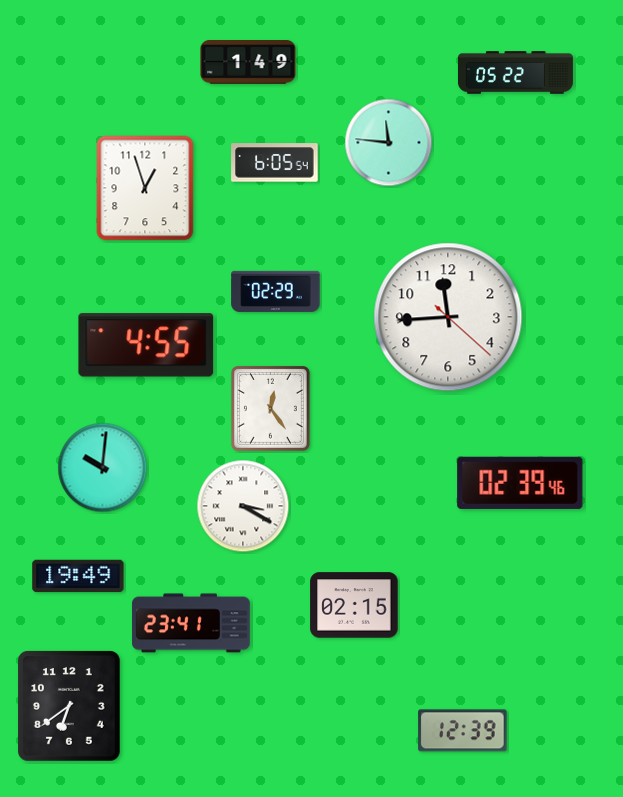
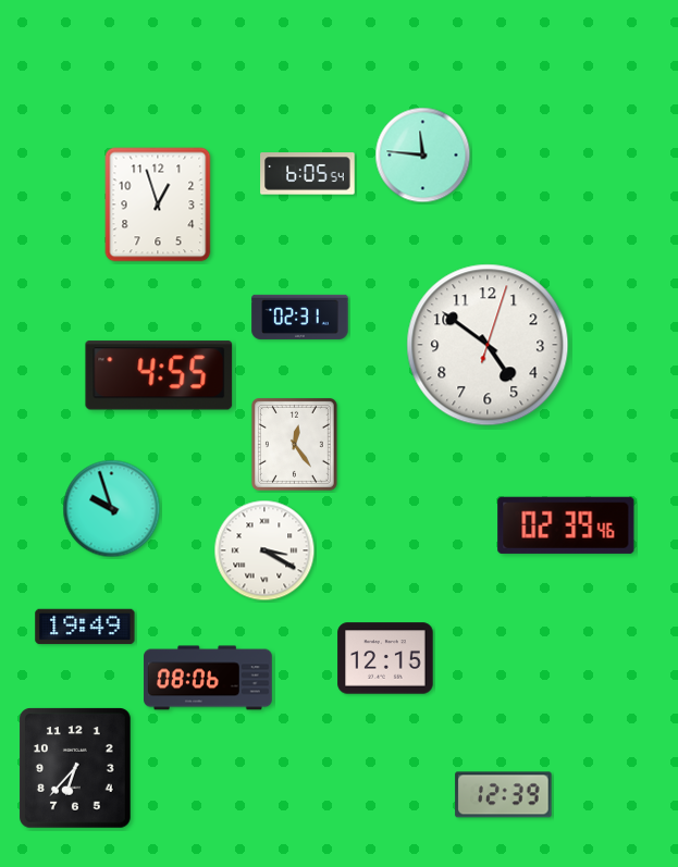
clock at (248, 63): 1:49 -> none
clock at (515, 73): 05:22 -> none
clock at (275, 163) position: (275, 163) -> (308, 174)
clock at (276, 291): 02:29 -> 02:31
clock at (448, 317): 11:44 -> 4:51
clock at (103, 468): 10:01 -> 9:57
clock at (354, 605): 02:15 -> 12:15
clock at (191, 623): 23:41 -> 08:06
clock at (70, 706): 6:39 -> 6:37
